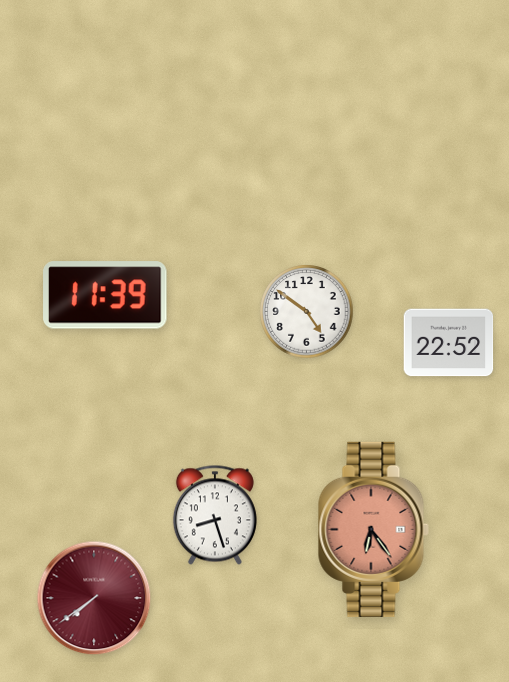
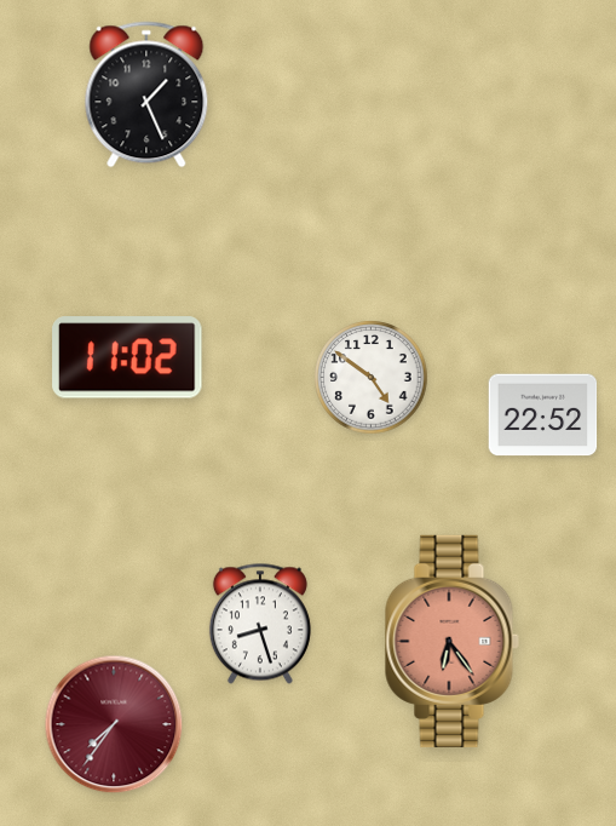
clock at (146, 94): none -> 1:26
clock at (105, 295): 11:39 -> 11:02
clock at (94, 598): 7:39 -> 7:36
